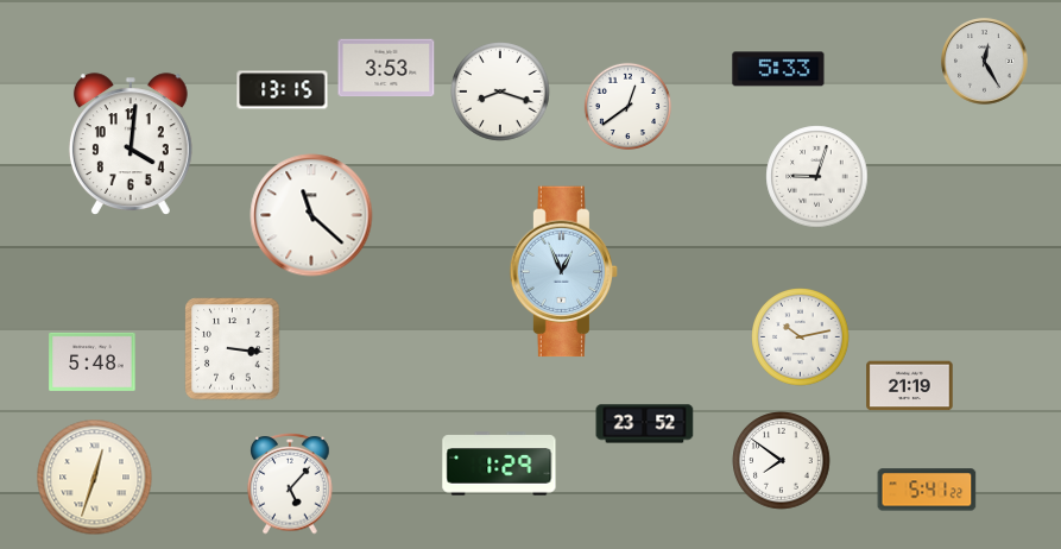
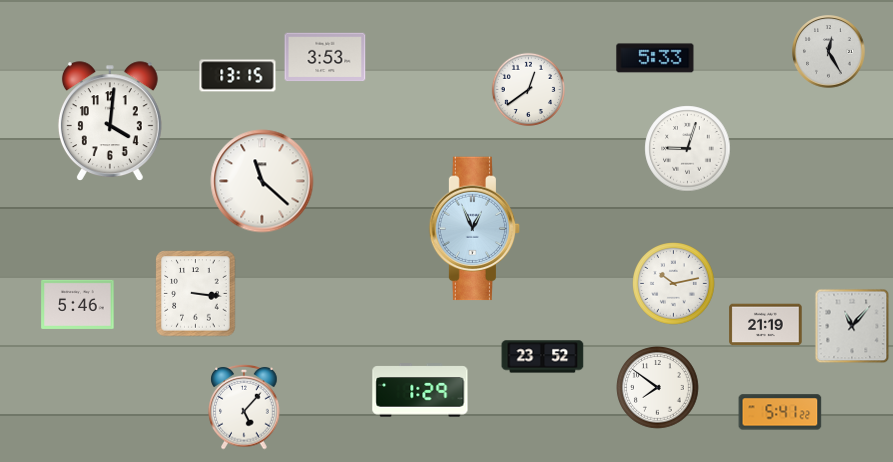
clock at (500, 91): 8:18 -> none
clock at (93, 361): 5:48 -> 5:46
clock at (852, 326): none -> 11:07
clock at (95, 478): 12:33 -> none
